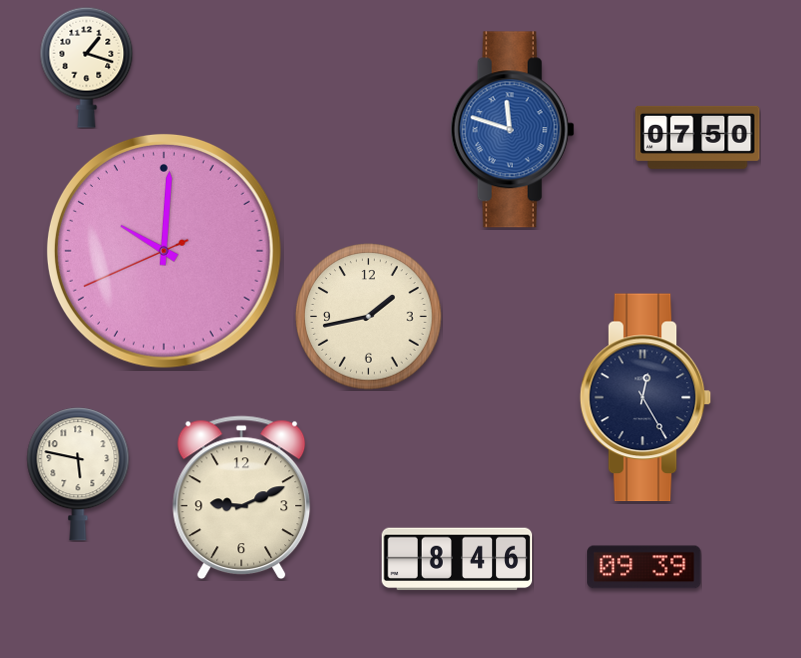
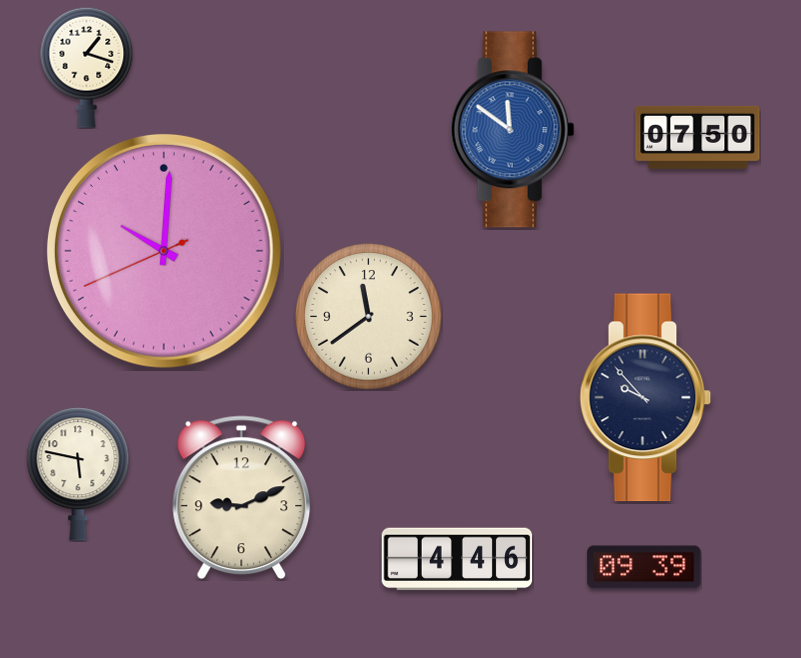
clock at (513, 130): 11:48 -> 11:51
clock at (369, 317): 1:43 -> 11:39
clock at (646, 398): 12:25 -> 9:53
clock at (457, 559): 8:46 -> 4:46
